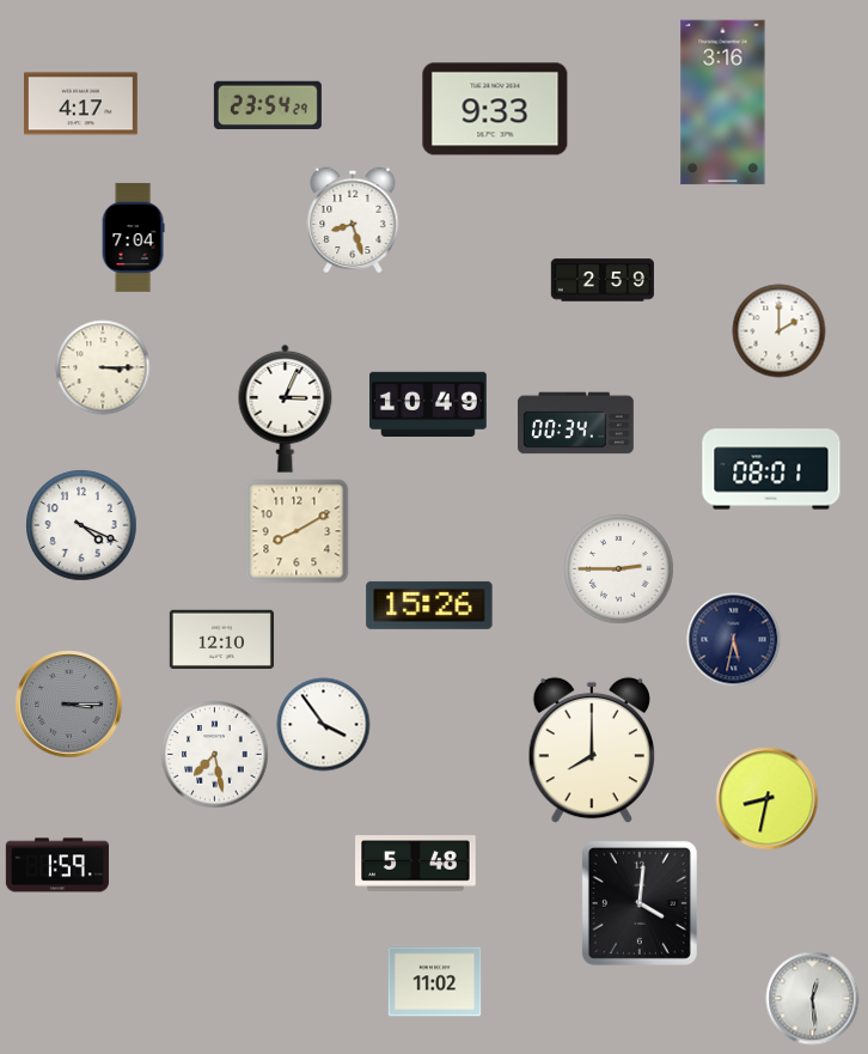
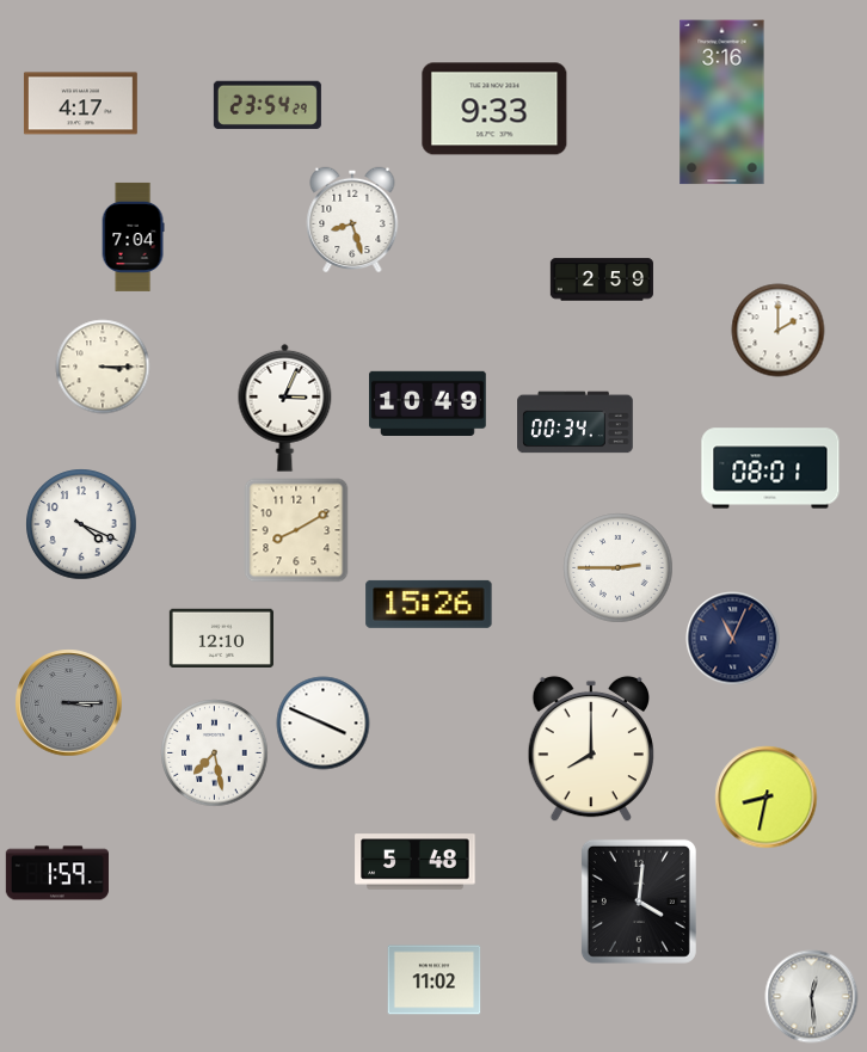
clock at (733, 639): 5:32 -> 11:04
clock at (323, 724): 3:54 -> 3:49
clock at (57, 865) position: (57, 865) -> (57, 873)
